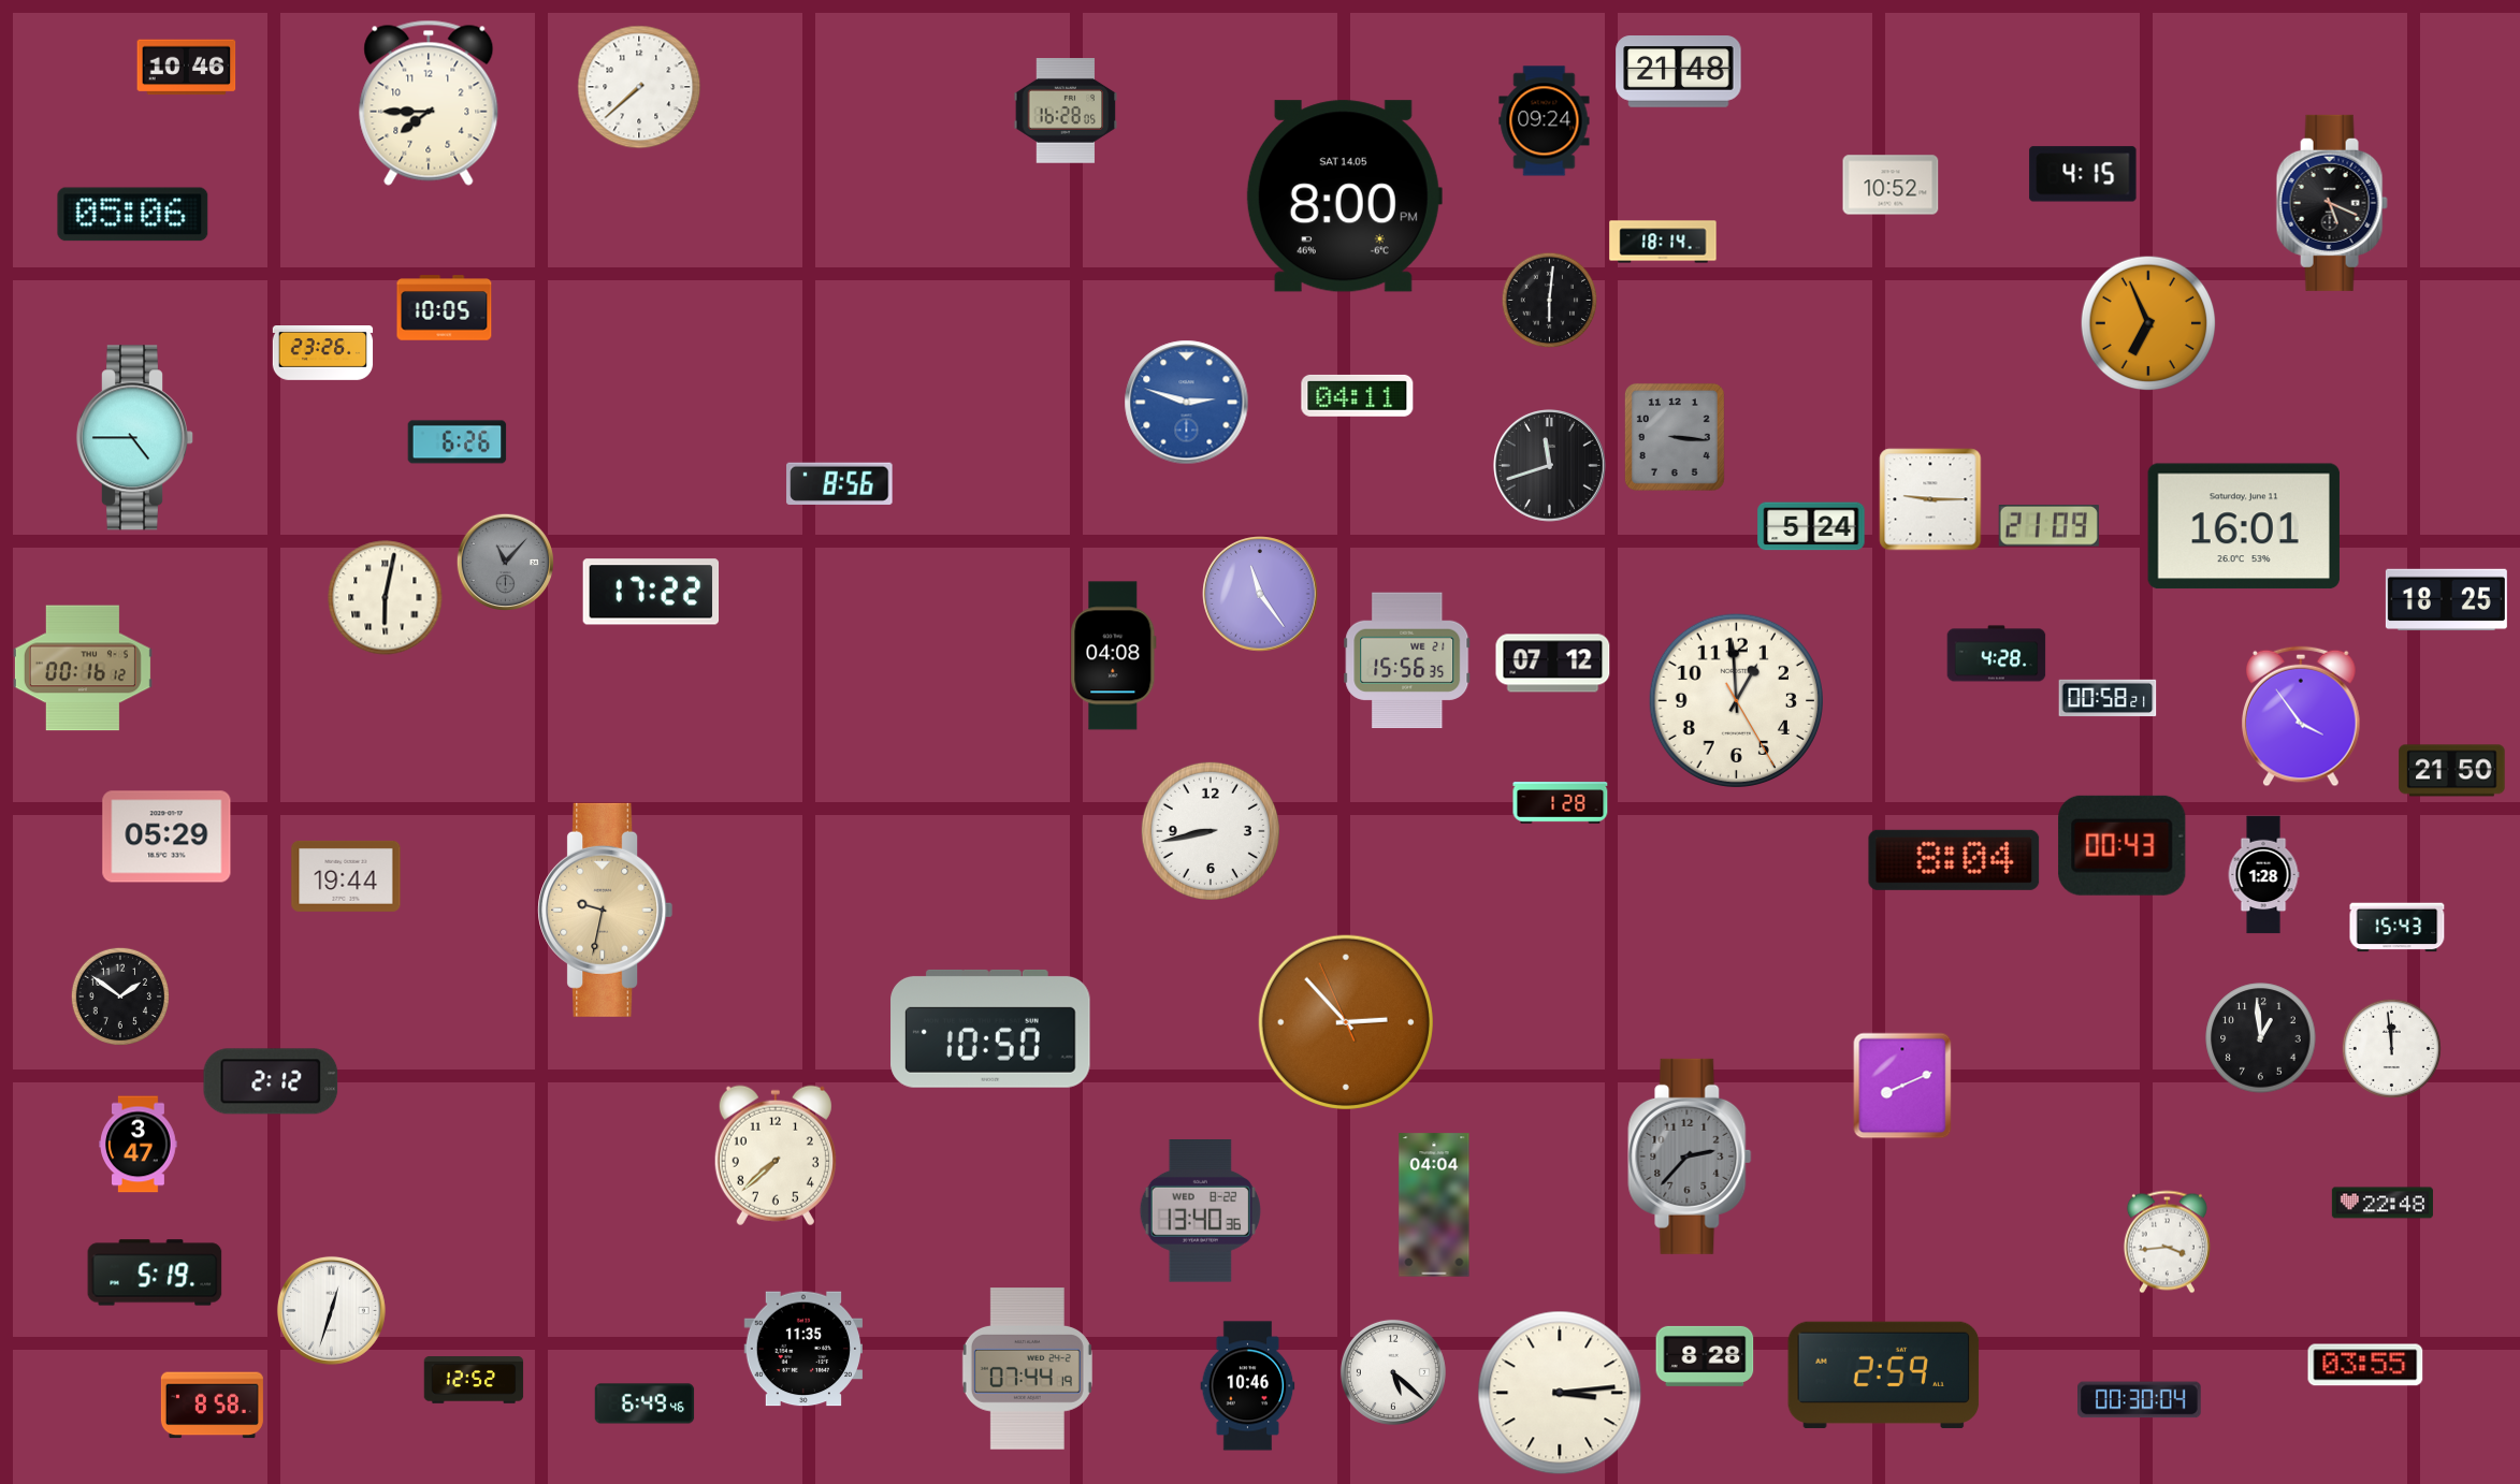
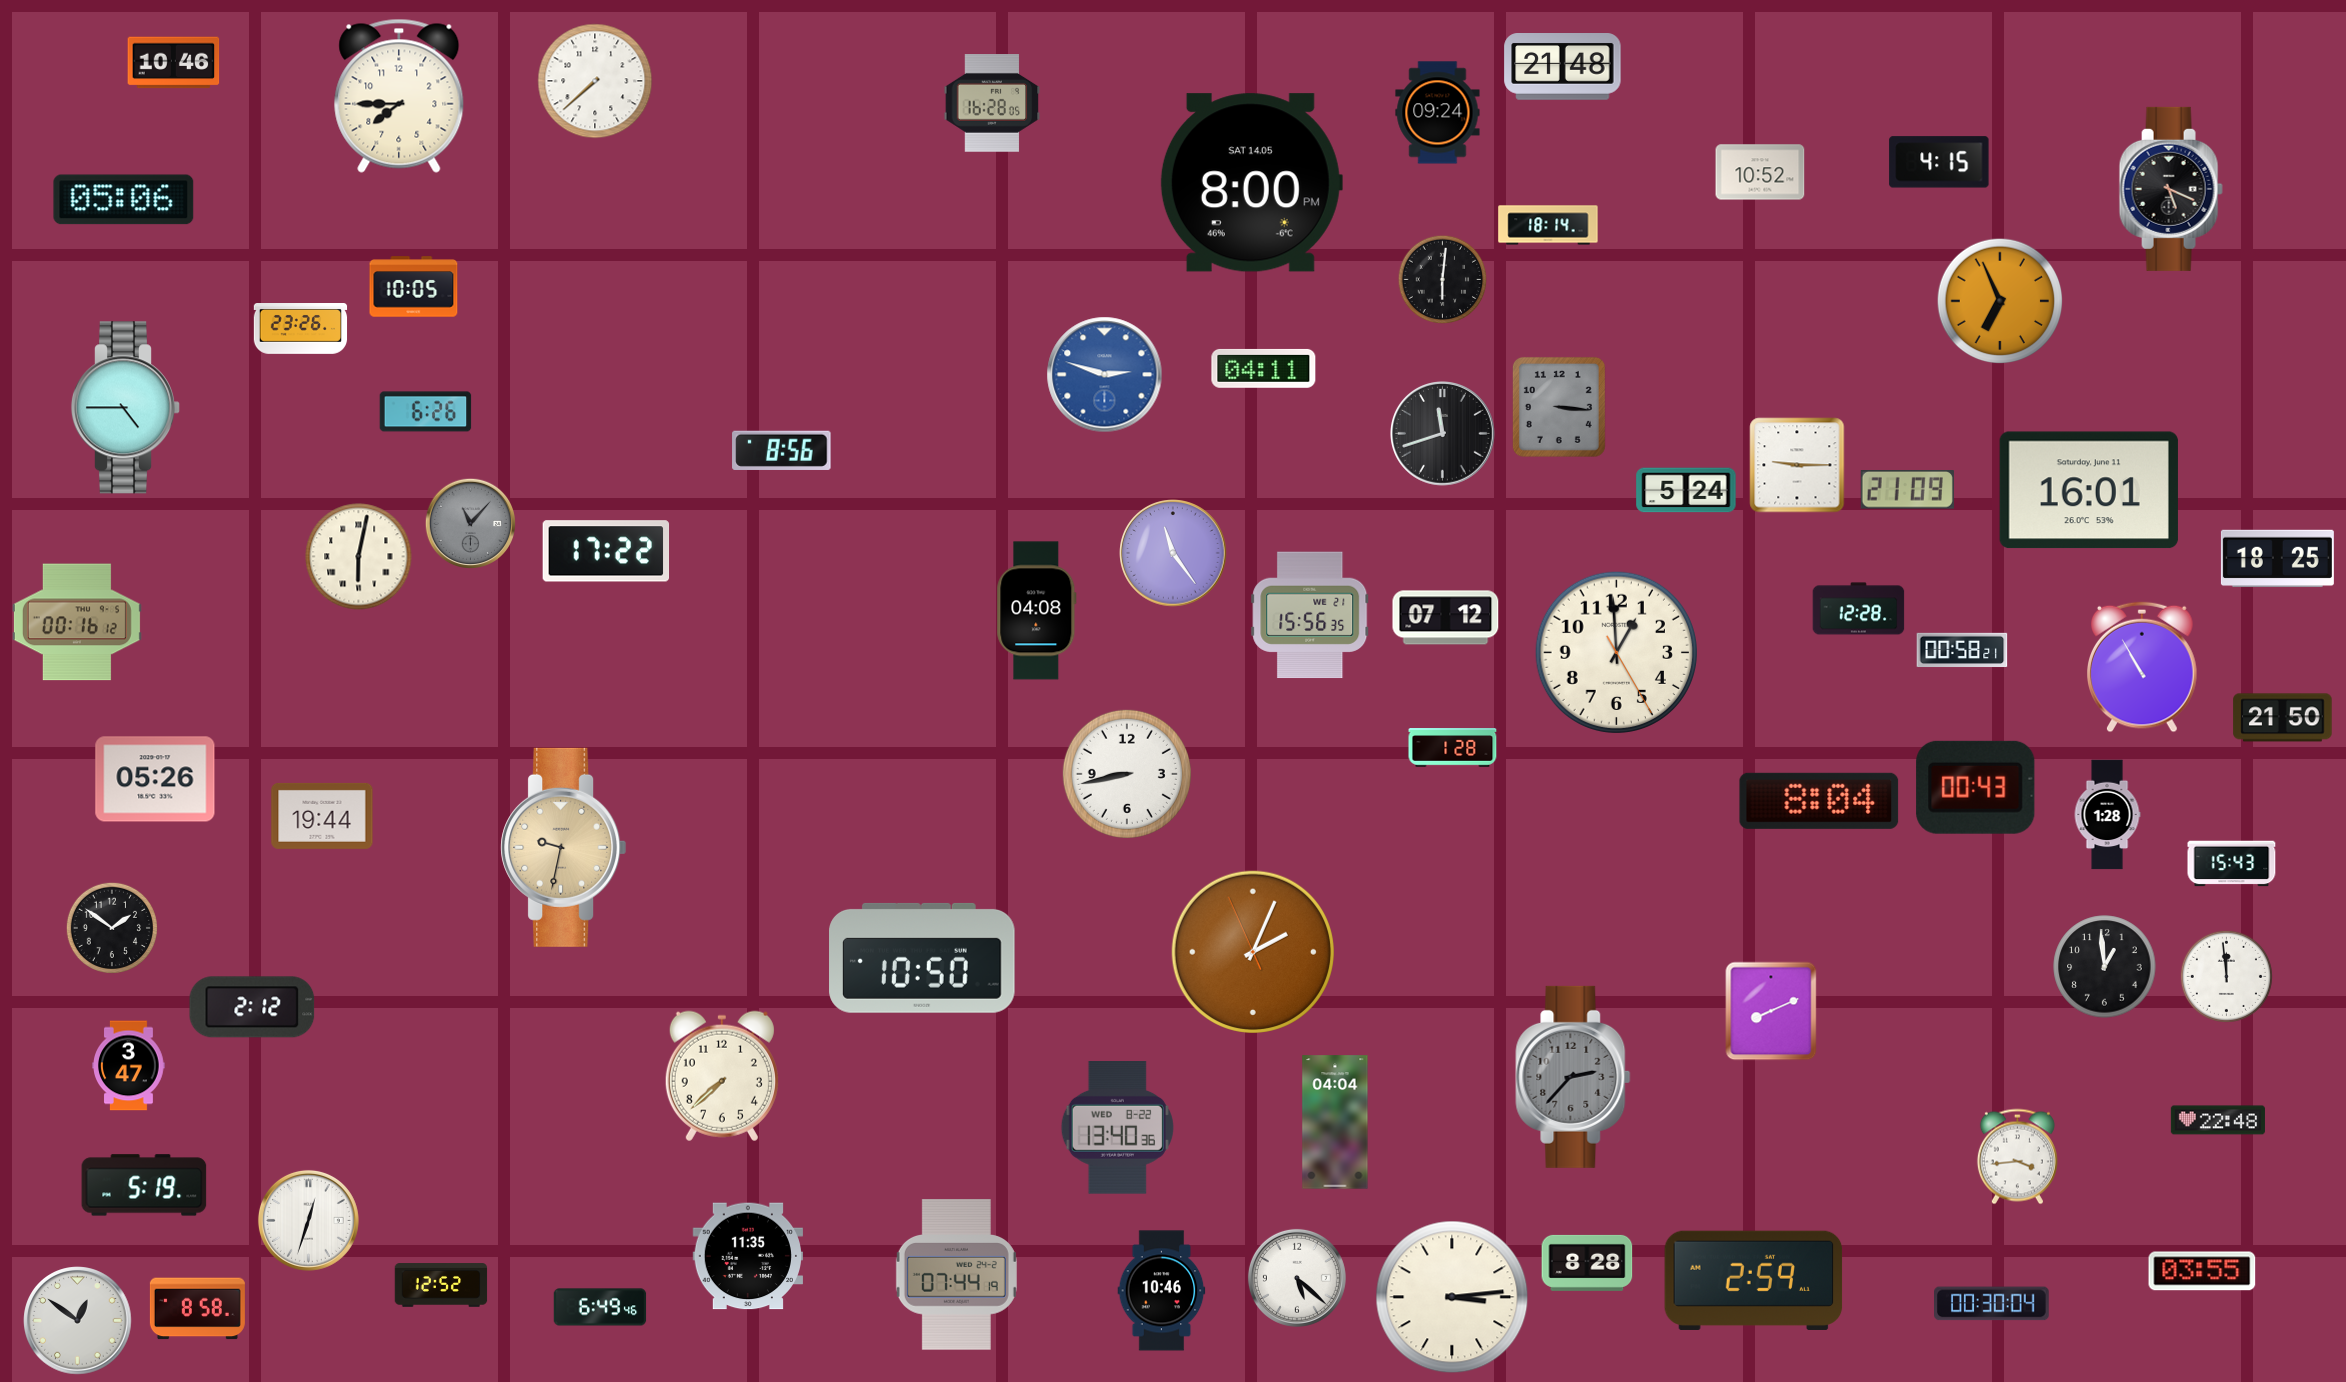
clock at (1997, 654): 4:28 -> 12:28
clock at (2302, 716): 3:54 -> 10:55
clock at (166, 836): 05:29 -> 05:26
clock at (1345, 1021): 2:52 -> 2:03
clock at (78, 1321): none -> 12:51
